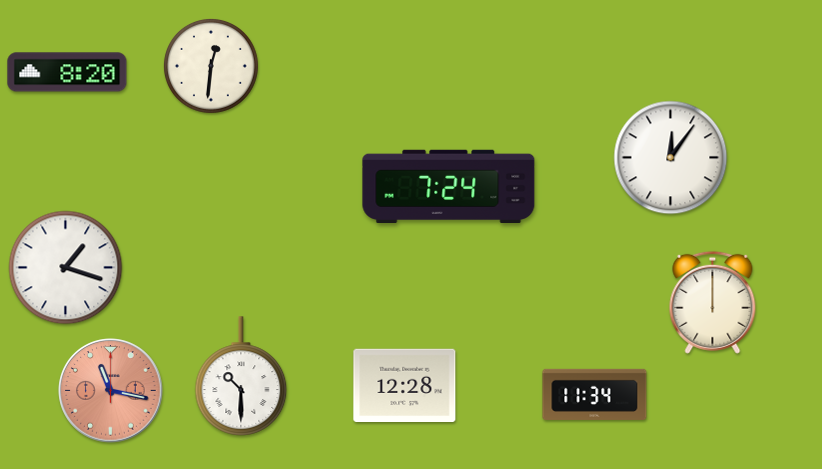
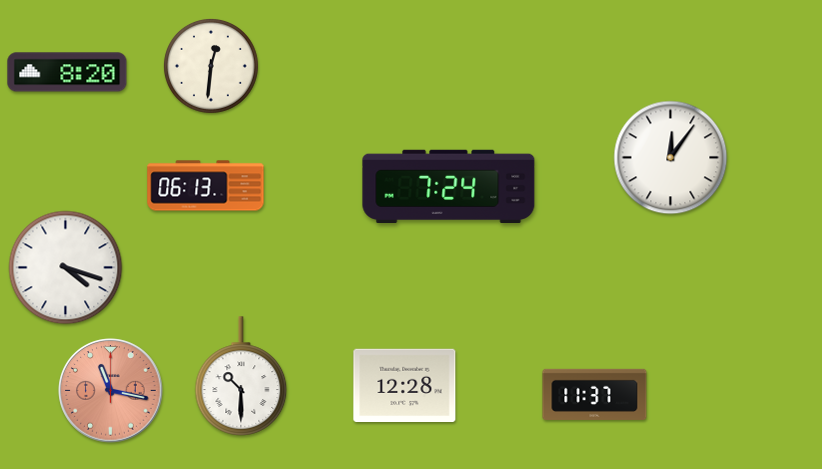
clock at (206, 186): none -> 06:13
clock at (66, 268): 1:18 -> 4:18
clock at (713, 302): 12:00 -> none
clock at (595, 394): 11:34 -> 11:37
